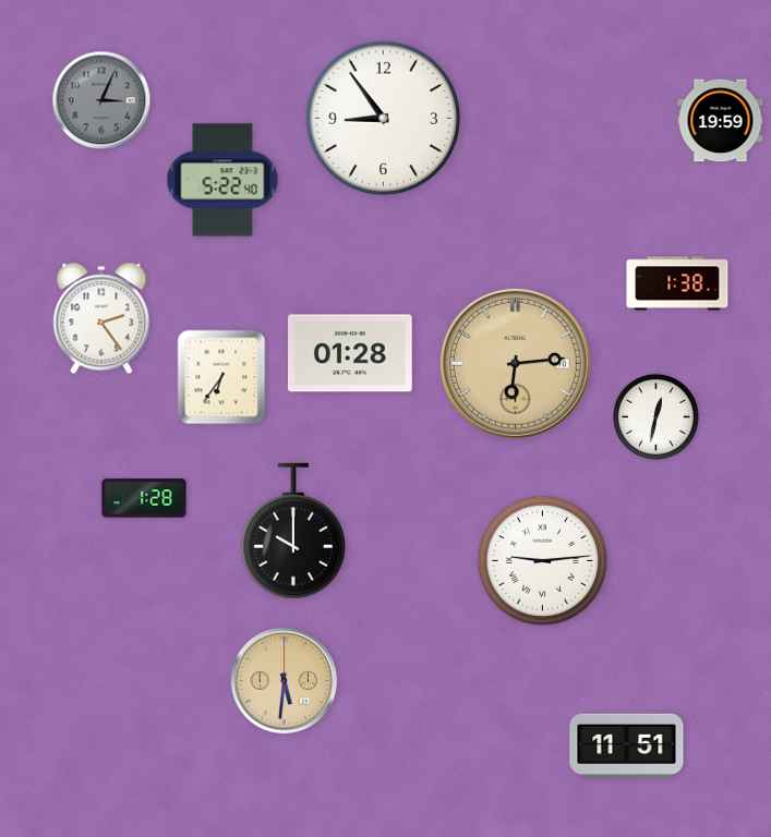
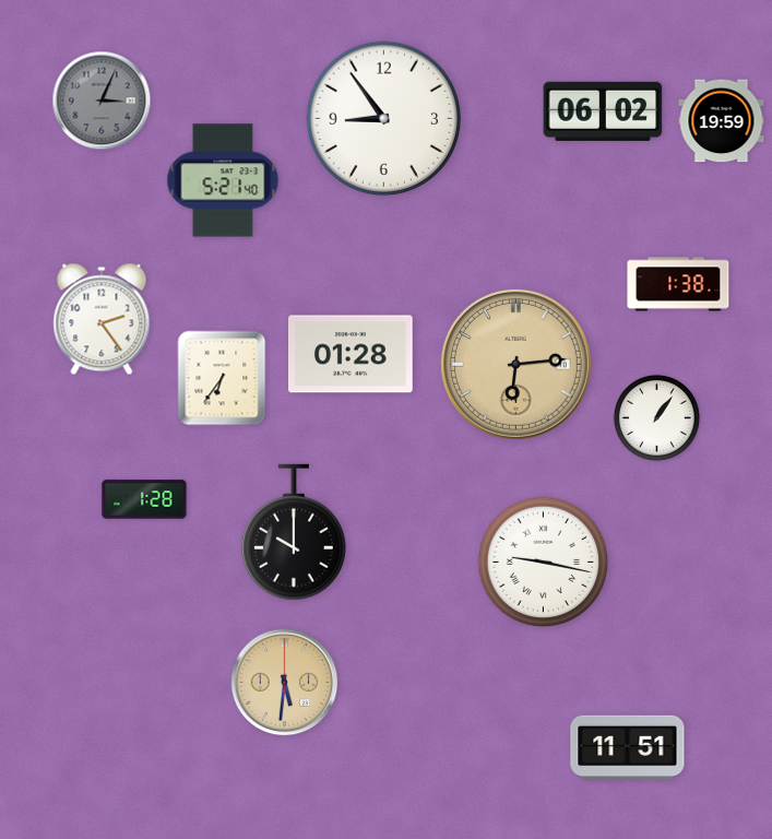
clock at (603, 111): none -> 06:02
clock at (222, 180): 5:22 -> 5:21
clock at (655, 416): 12:32 -> 1:06
clock at (543, 561): 9:14 -> 9:17
